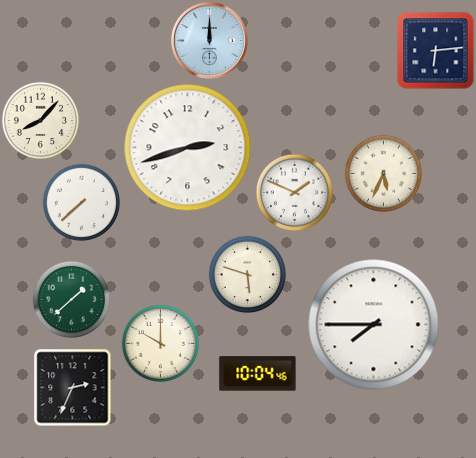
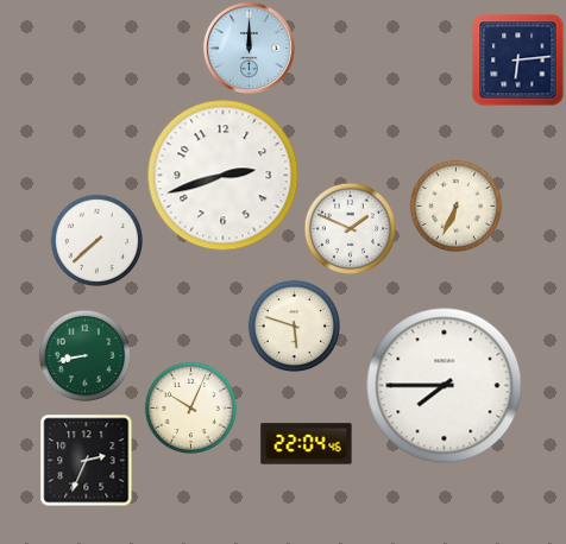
clock at (40, 120): 8:07 -> none
clock at (383, 173): 5:34 -> 6:34
clock at (71, 299): 1:38 -> 8:43
clock at (160, 343): 10:00 -> 10:04
clock at (258, 374): 10:04 -> 22:04
